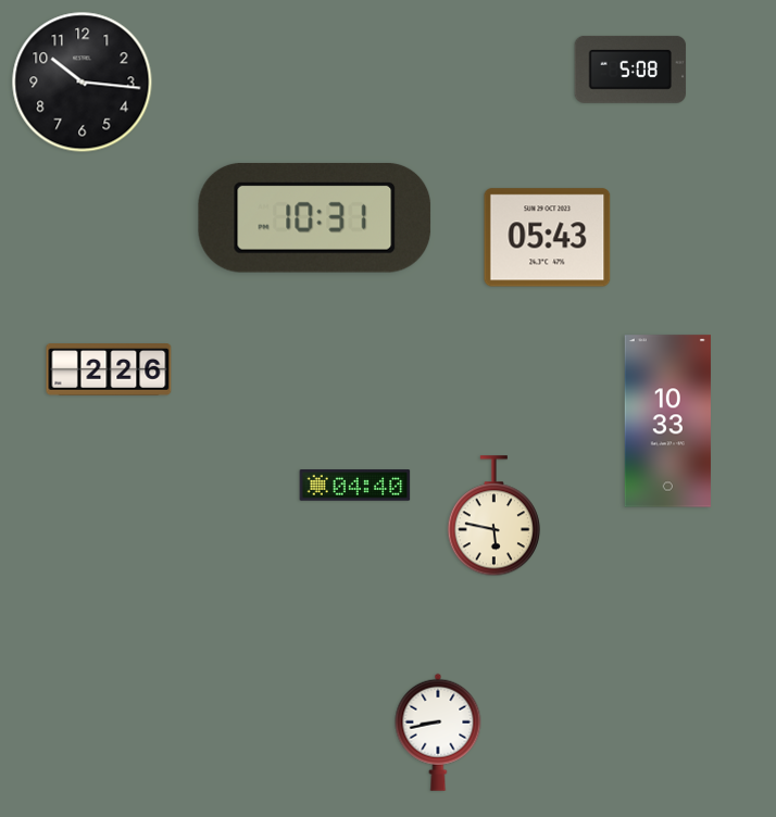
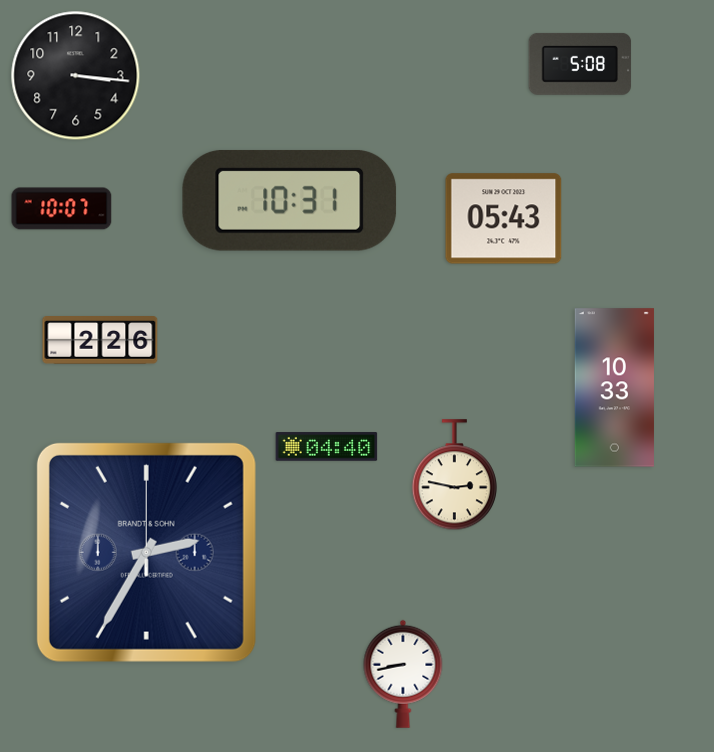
clock at (83, 83): 10:16 -> 3:16
clock at (62, 209): none -> 10:07
clock at (493, 516): 5:47 -> 2:47
clock at (146, 552): none -> 2:35
